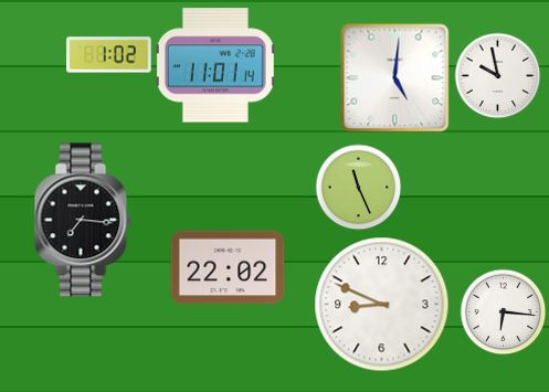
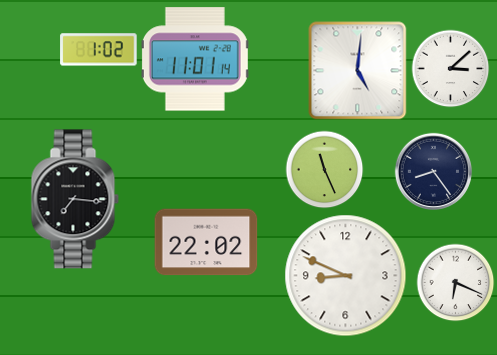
clock at (497, 75): 9:58 -> 3:08
clock at (433, 171): none -> 8:24
clock at (503, 311): 6:16 -> 6:19
